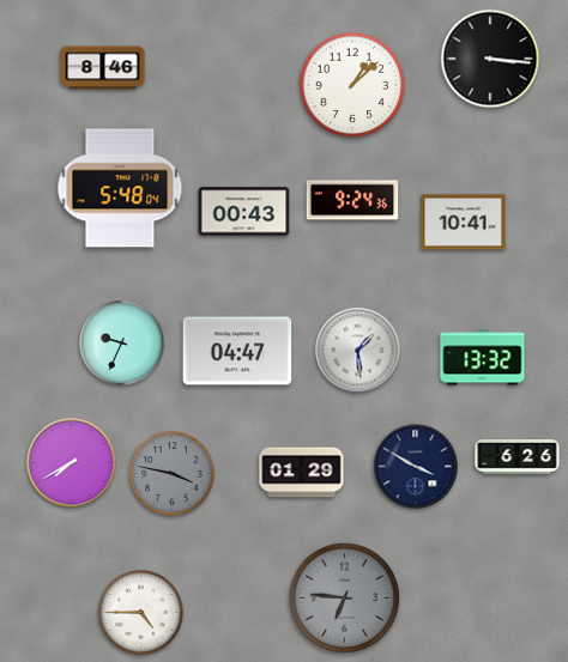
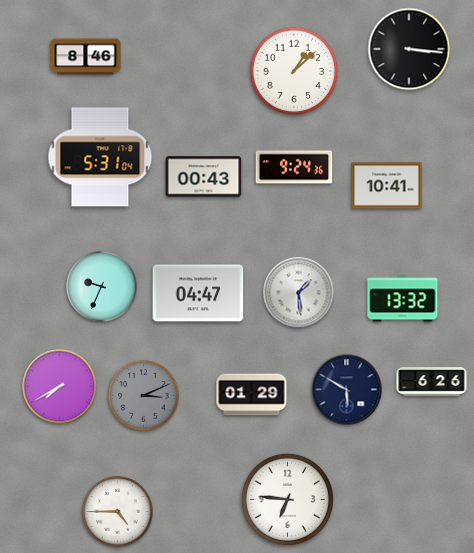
clock at (120, 188): 5:48 -> 5:31
clock at (416, 467): 3:50 -> 5:50
clock at (173, 474): 3:47 -> 3:11
clock at (344, 597) dial: grey -> white
